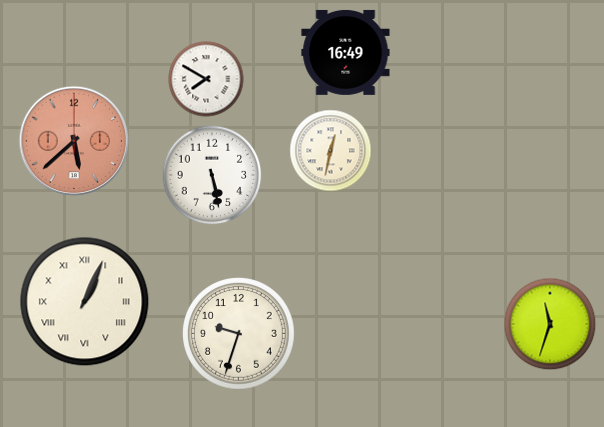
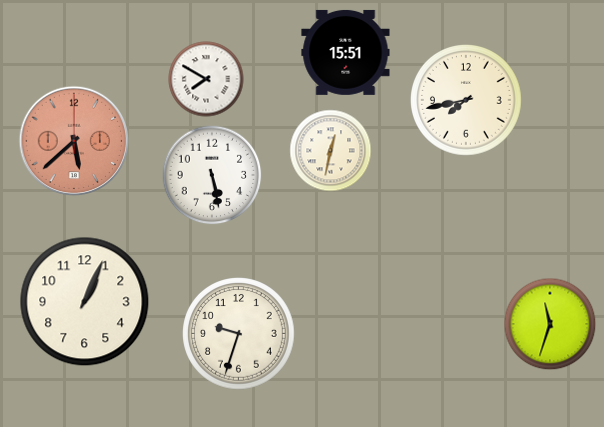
clock at (346, 52): 16:49 -> 15:51
clock at (467, 101): none -> 7:43
clock at (85, 302) numerals: Roman -> Arabic
